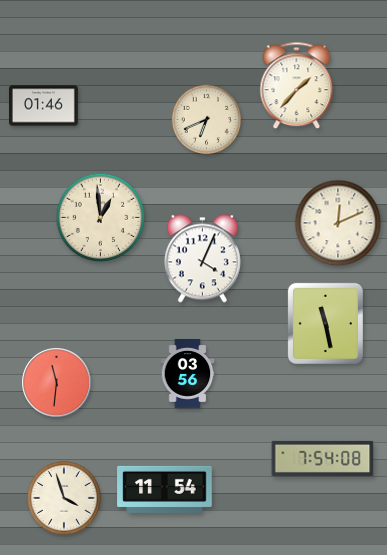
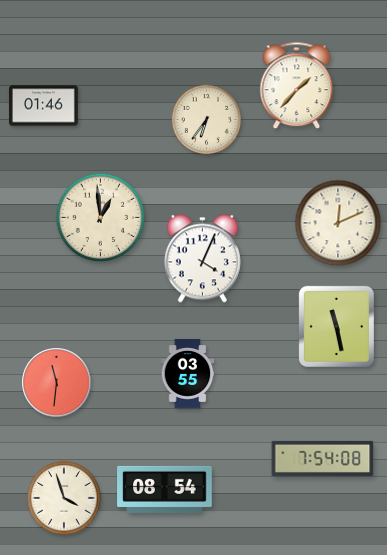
clock at (206, 119): 6:41 -> 6:36
clock at (325, 323) position: (325, 323) -> (336, 326)
clock at (188, 374): 03:56 -> 03:55
clock at (165, 489): 11:54 -> 08:54
